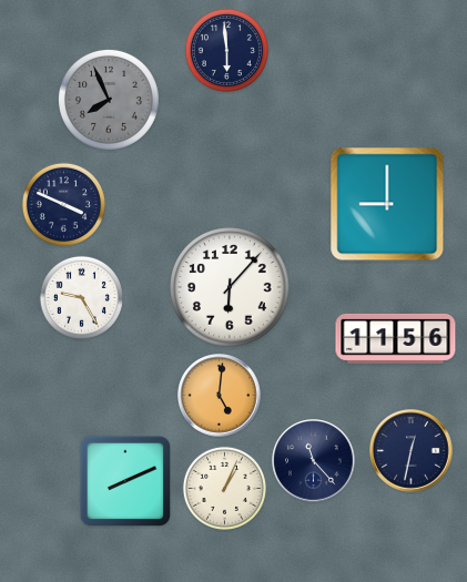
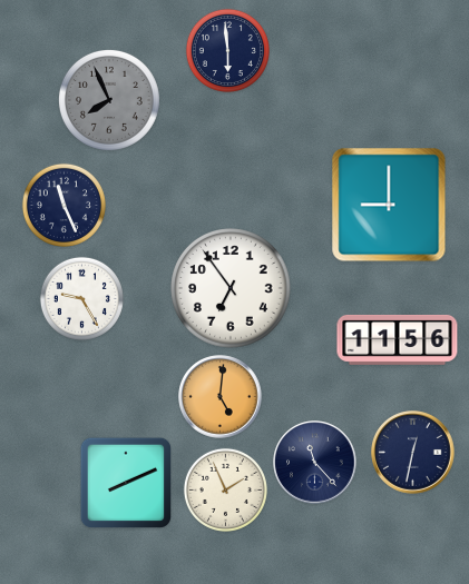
clock at (63, 204): 3:49 -> 11:26
clock at (230, 287): 6:07 -> 6:54
clock at (224, 488): 1:04 -> 1:56
